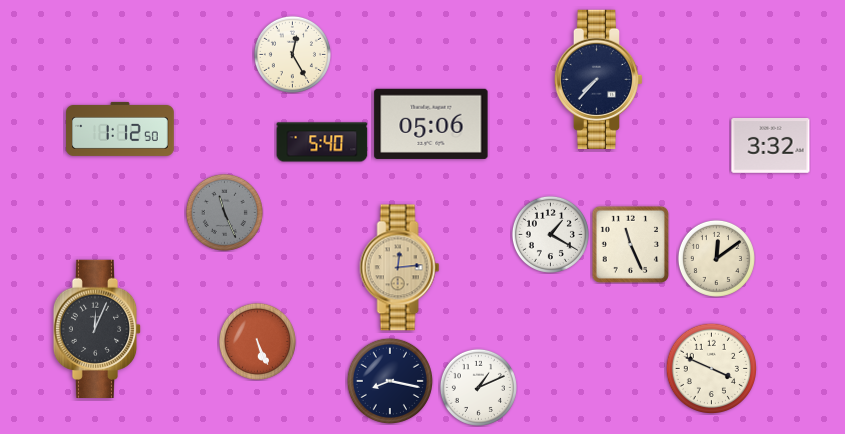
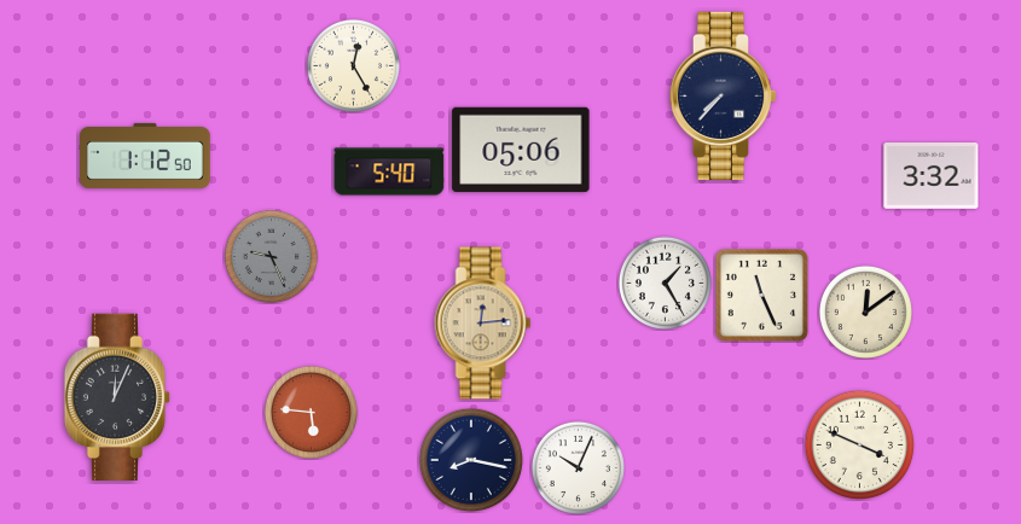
clock at (224, 212): 11:26 -> 9:26
clock at (550, 234): 1:20 -> 1:25
clock at (257, 341): 5:26 -> 5:46
clock at (478, 387): 1:11 -> 10:04
